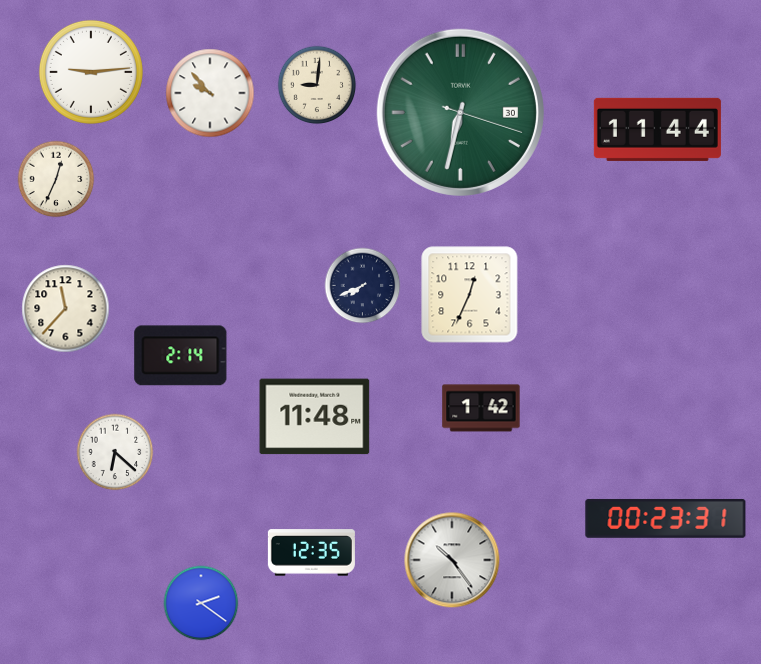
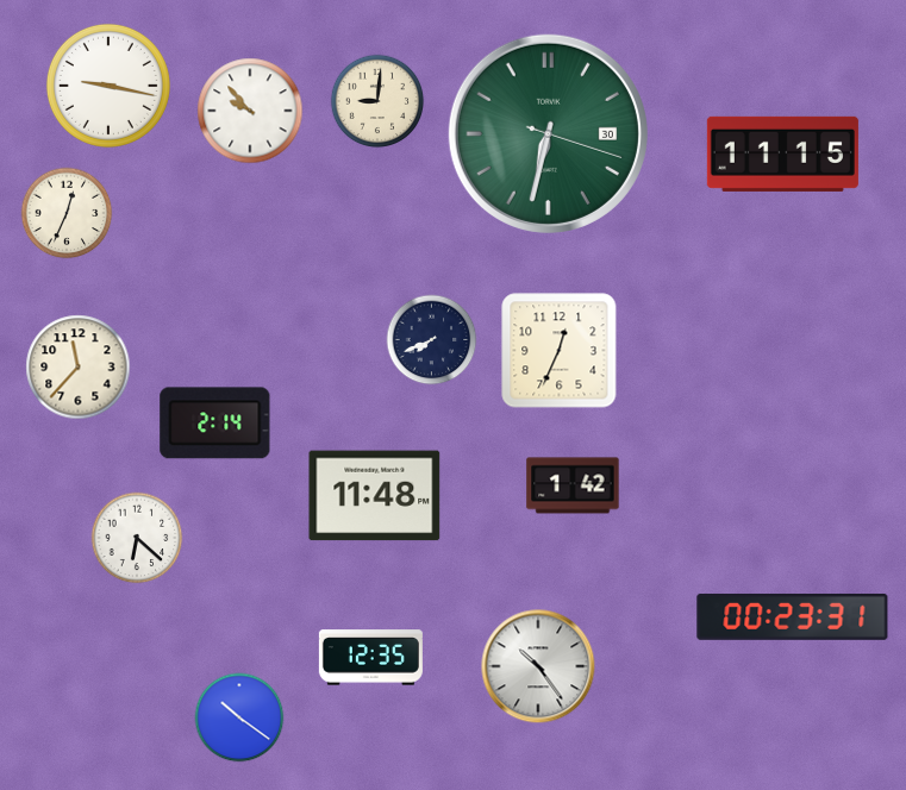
clock at (91, 72): 9:14 -> 9:17
clock at (657, 129): 11:44 -> 11:15
clock at (201, 603): 2:21 -> 10:21
